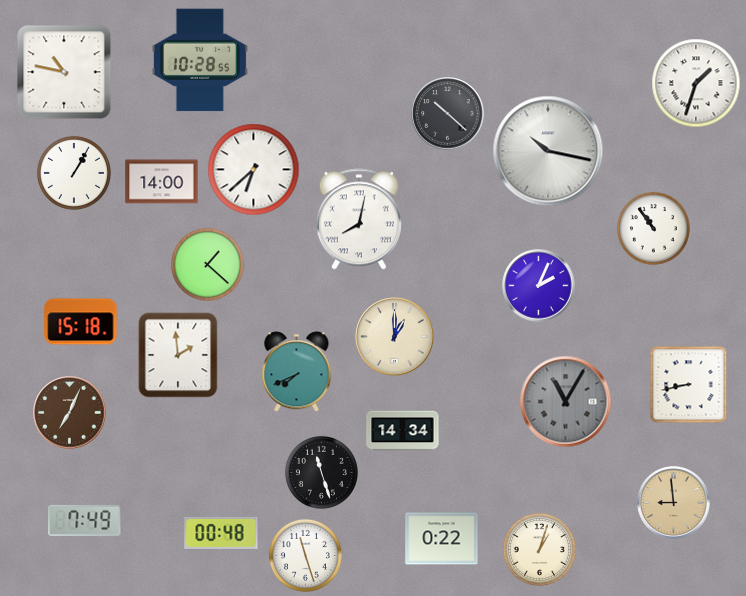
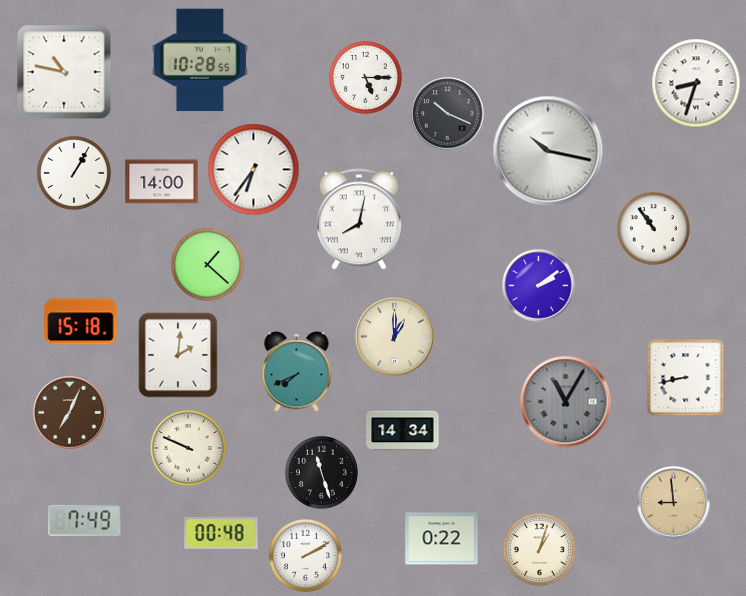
clock at (365, 77): none -> 5:15
clock at (696, 83): 1:33 -> 8:33
clock at (448, 114): 10:22 -> 10:19
clock at (254, 170): 6:38 -> 6:36
clock at (539, 286): 2:04 -> 2:09
clock at (178, 355): 1:59 -> 2:01
clock at (689, 385) position: (689, 385) -> (686, 378)
clock at (188, 448): none -> 9:49
clock at (305, 555): 11:27 -> 2:10
